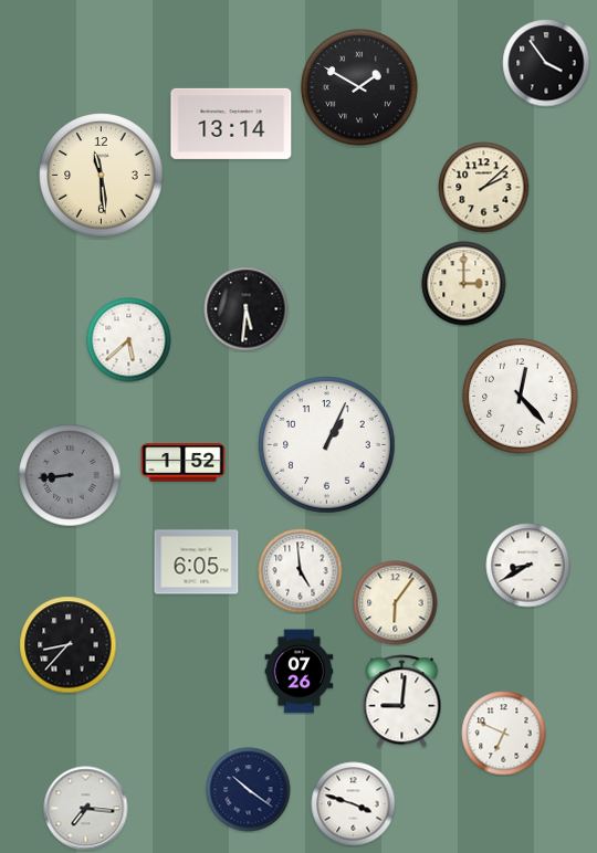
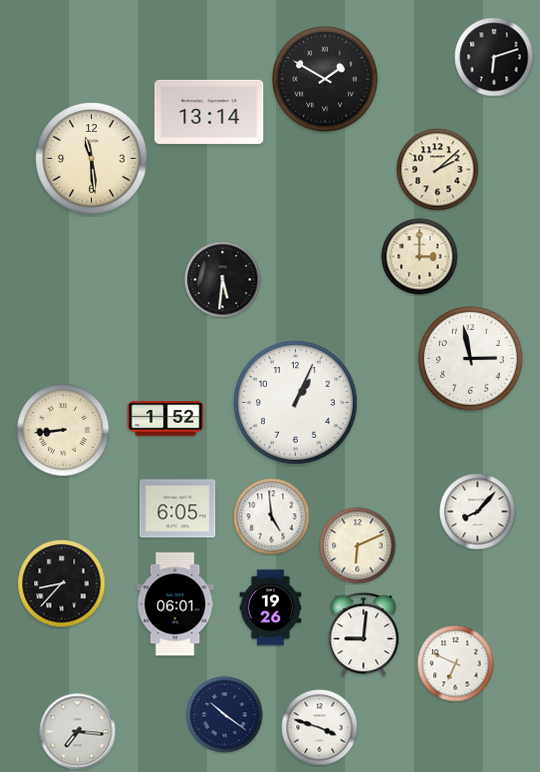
clock at (546, 63): 3:54 -> 6:12
clock at (129, 340): 5:38 -> none
clock at (521, 397): 12:23 -> 2:58
clock at (70, 475) dial: grey -> cream
clock at (528, 566): 8:40 -> 8:07
clock at (396, 603): 6:06 -> 6:11
clock at (175, 604): none -> 06:01
clock at (300, 672): 07:26 -> 19:26
